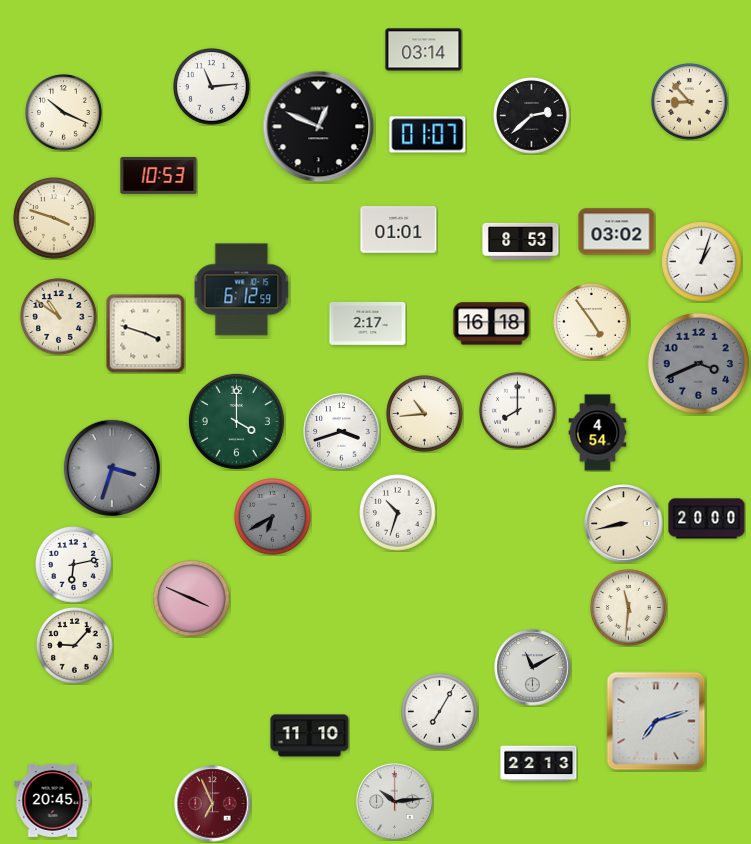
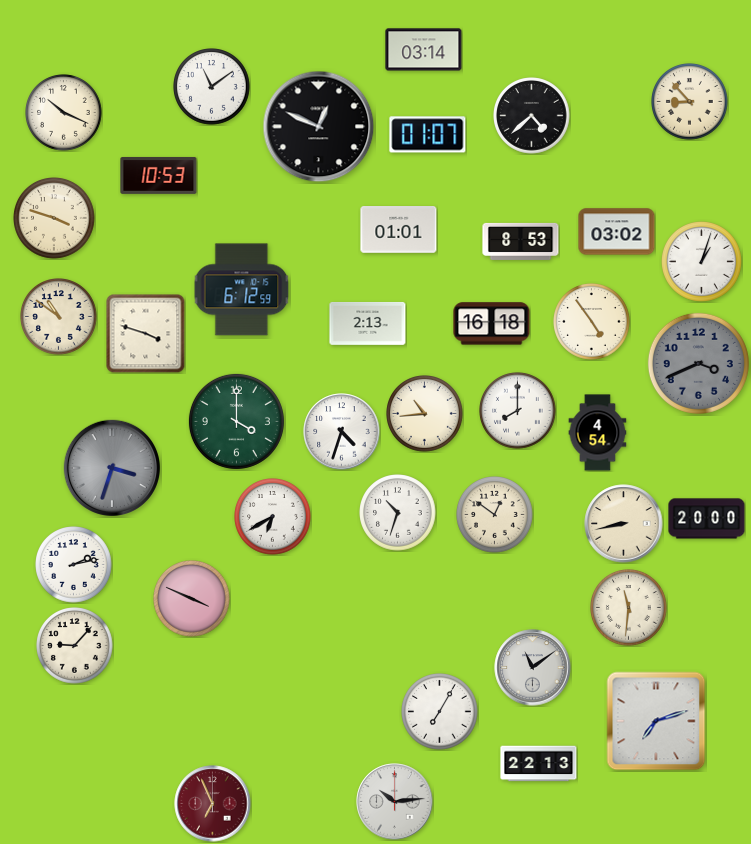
clock at (212, 87): 11:14 -> 11:09
clock at (532, 116): 2:38 -> 4:38
clock at (368, 324): 2:17 -> 2:13
clock at (342, 432): 3:42 -> 4:33
clock at (495, 515): none -> 12:51
clock at (273, 517) dial: grey -> white
clock at (74, 565): 6:13 -> 2:13
clock at (533, 668): 11:10 -> 11:09
clock at (310, 736): 11:10 -> none
clock at (53, 800): 20:45 -> none
